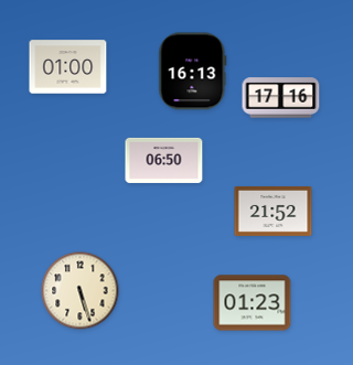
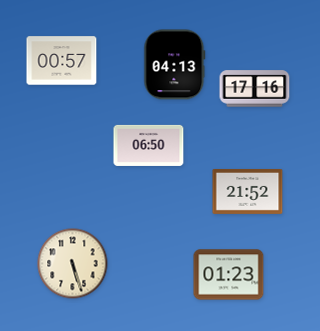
clock at (68, 67): 01:00 -> 00:57
clock at (193, 72): 16:13 -> 04:13
